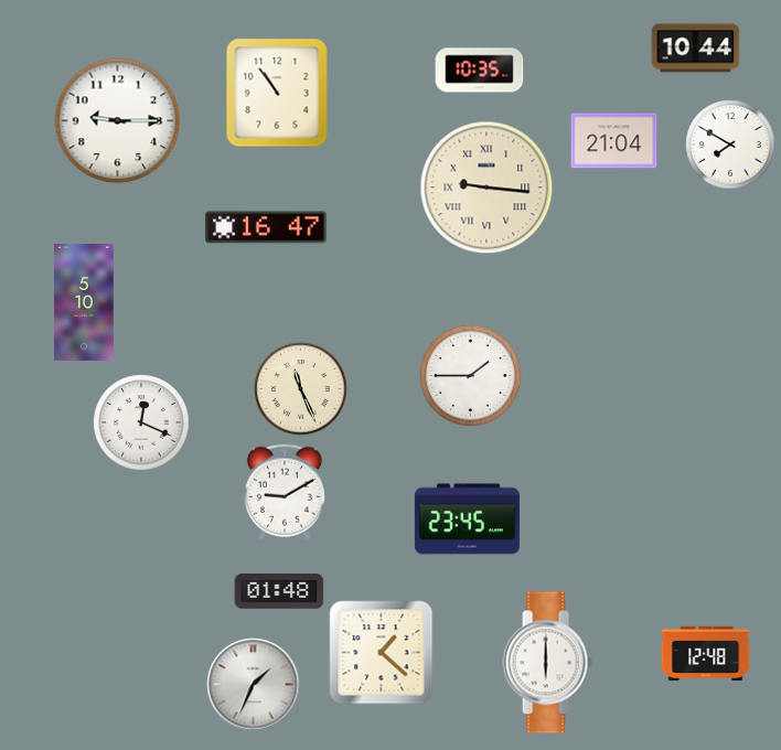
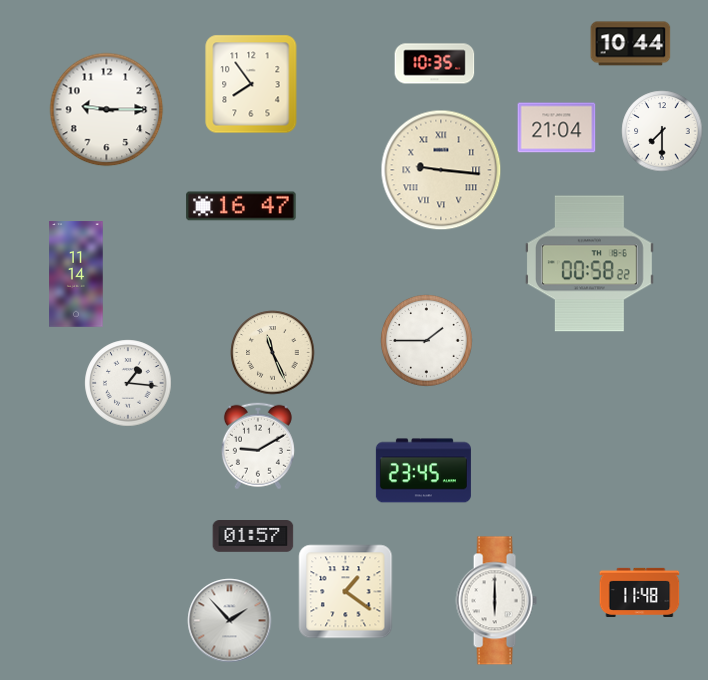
clock at (277, 93): 10:54 -> 7:54
clock at (730, 144): 7:50 -> 7:30
clock at (589, 264): none -> 00:58
clock at (84, 302): 5:10 -> 11:14
clock at (141, 422): 12:19 -> 1:16
clock at (279, 592): 01:48 -> 01:57
clock at (381, 652): 1:22 -> 1:21
clock at (705, 653): 12:48 -> 11:48
clock at (253, 684): 1:34 -> 1:53
